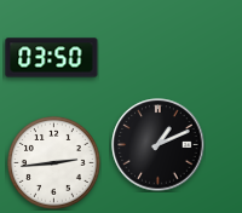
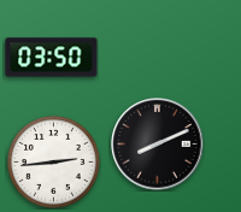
clock at (159, 145): 1:11 -> 8:11
